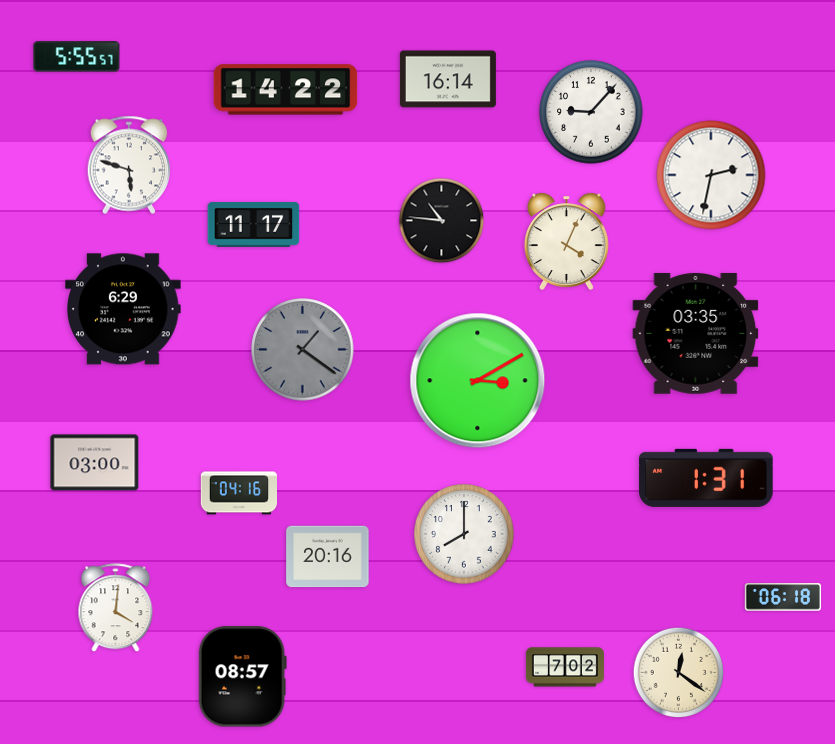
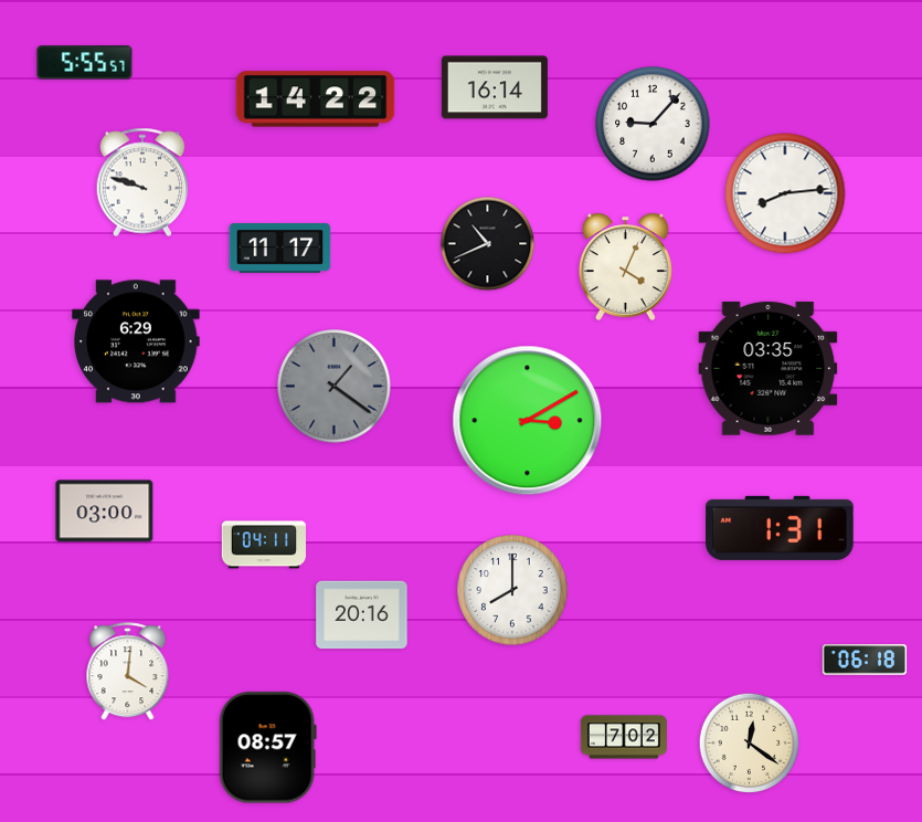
clock at (129, 165): 5:48 -> 9:48
clock at (711, 175): 2:32 -> 8:14
clock at (442, 221): 10:46 -> 10:41
clock at (239, 493): 04:16 -> 04:11
